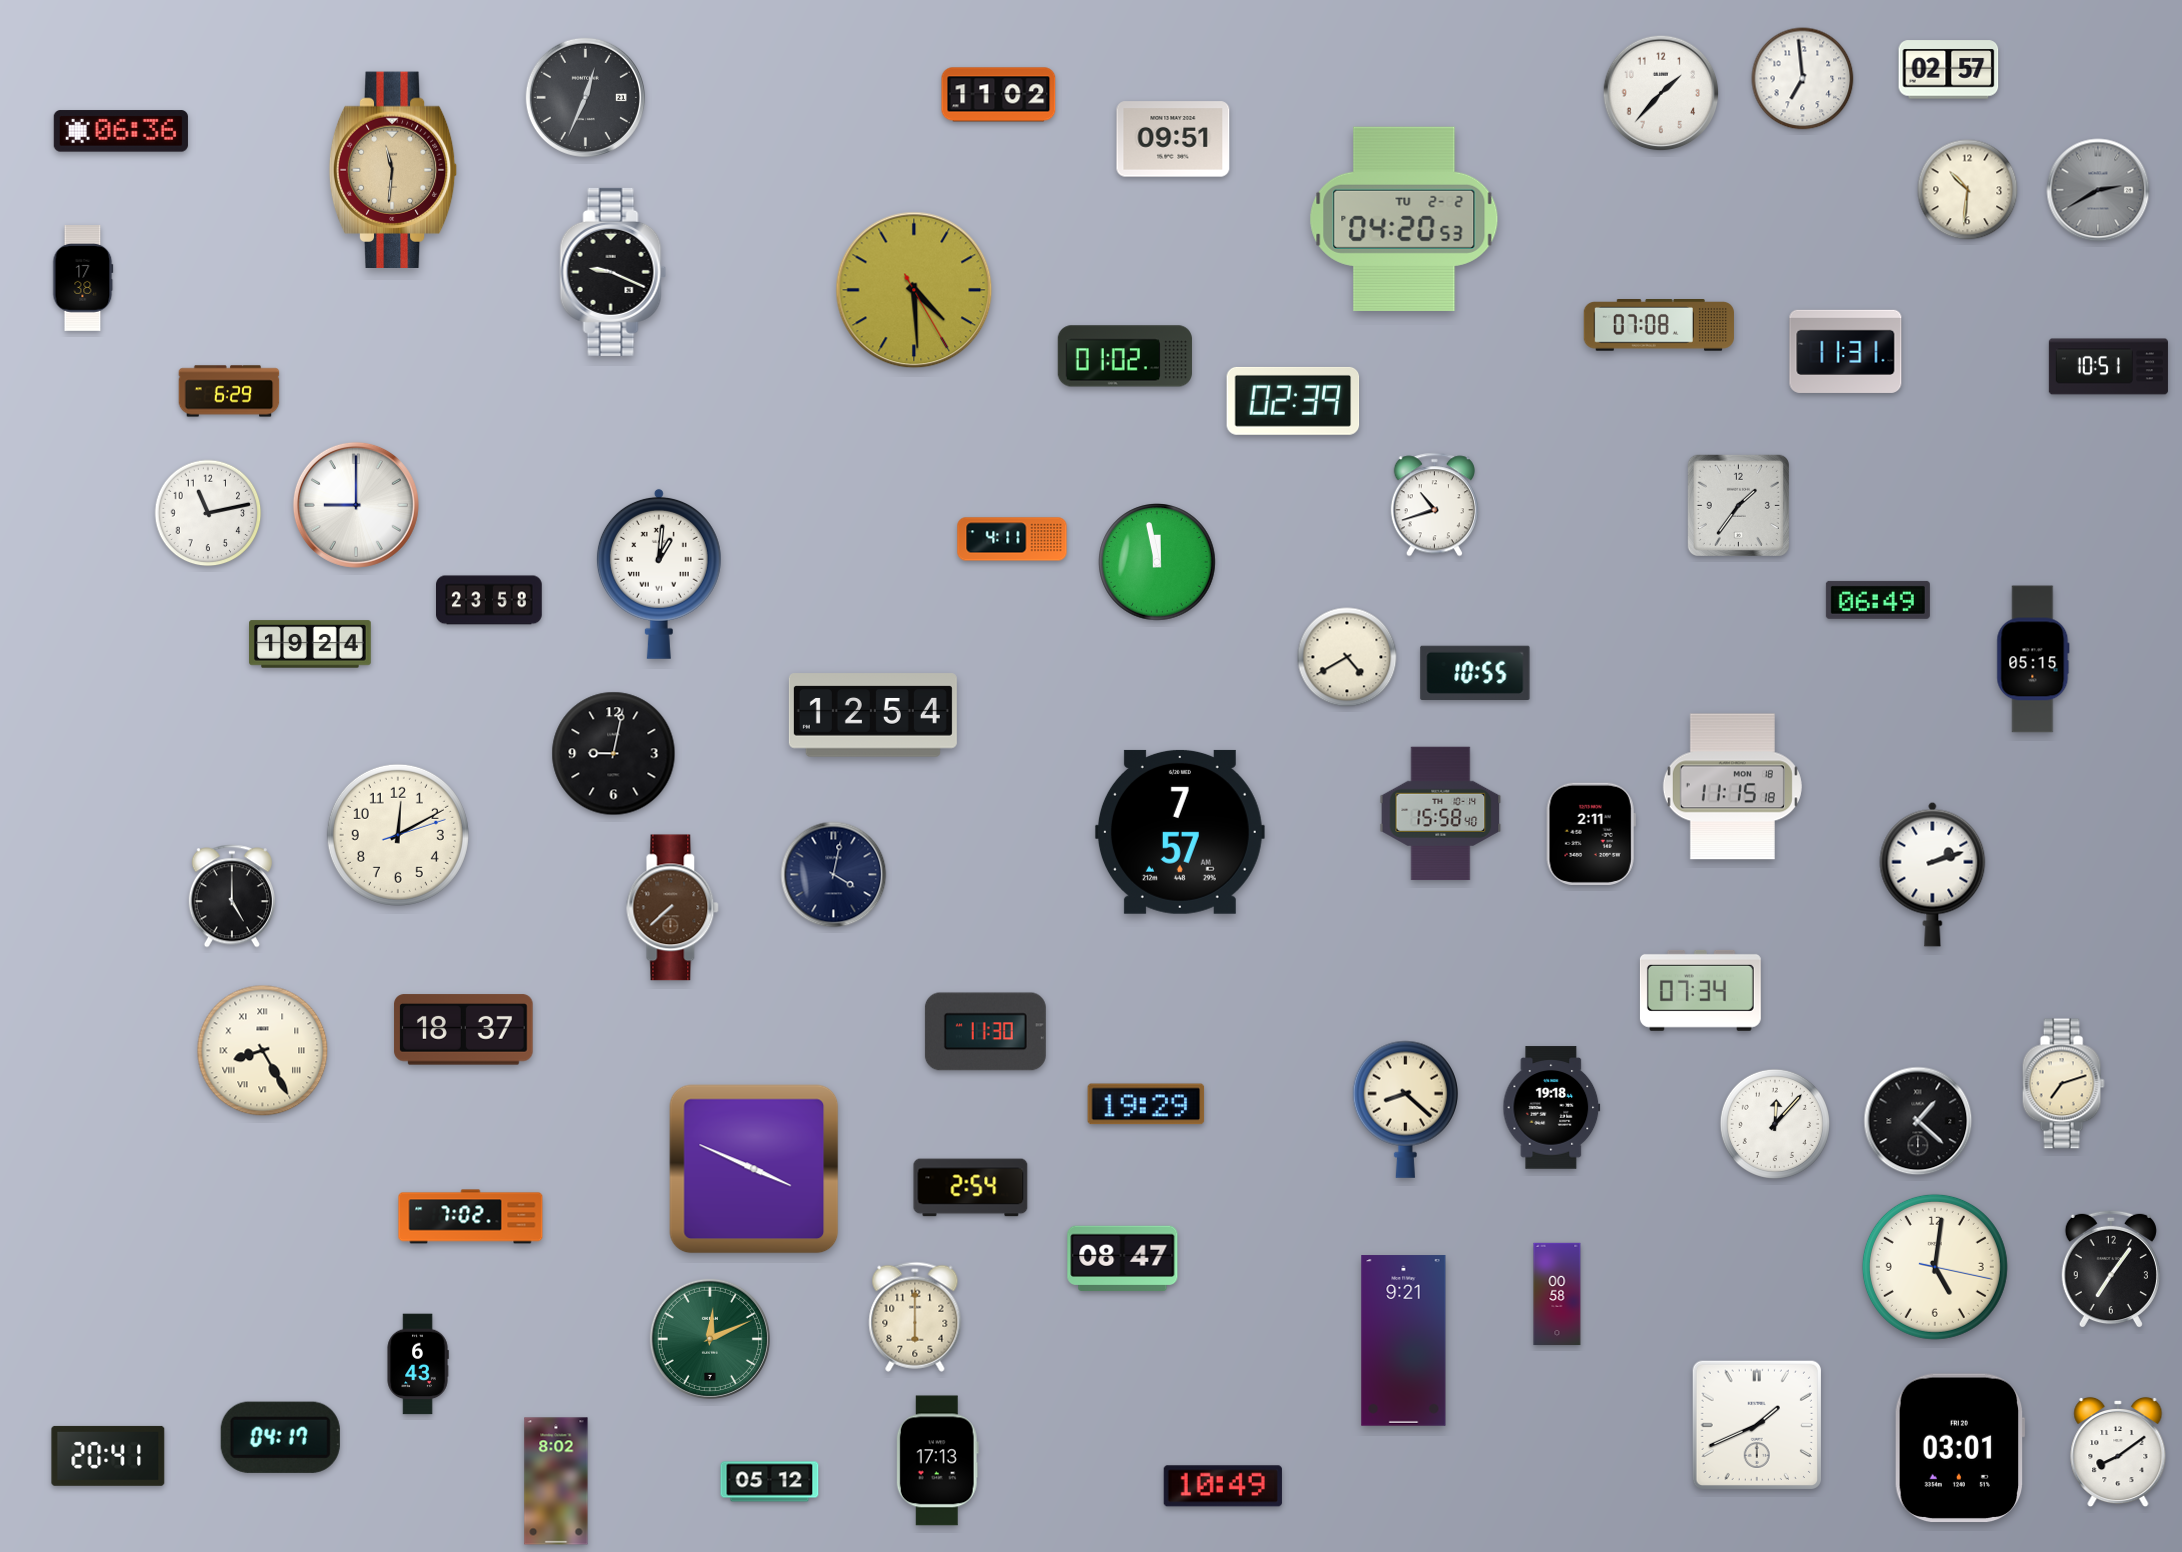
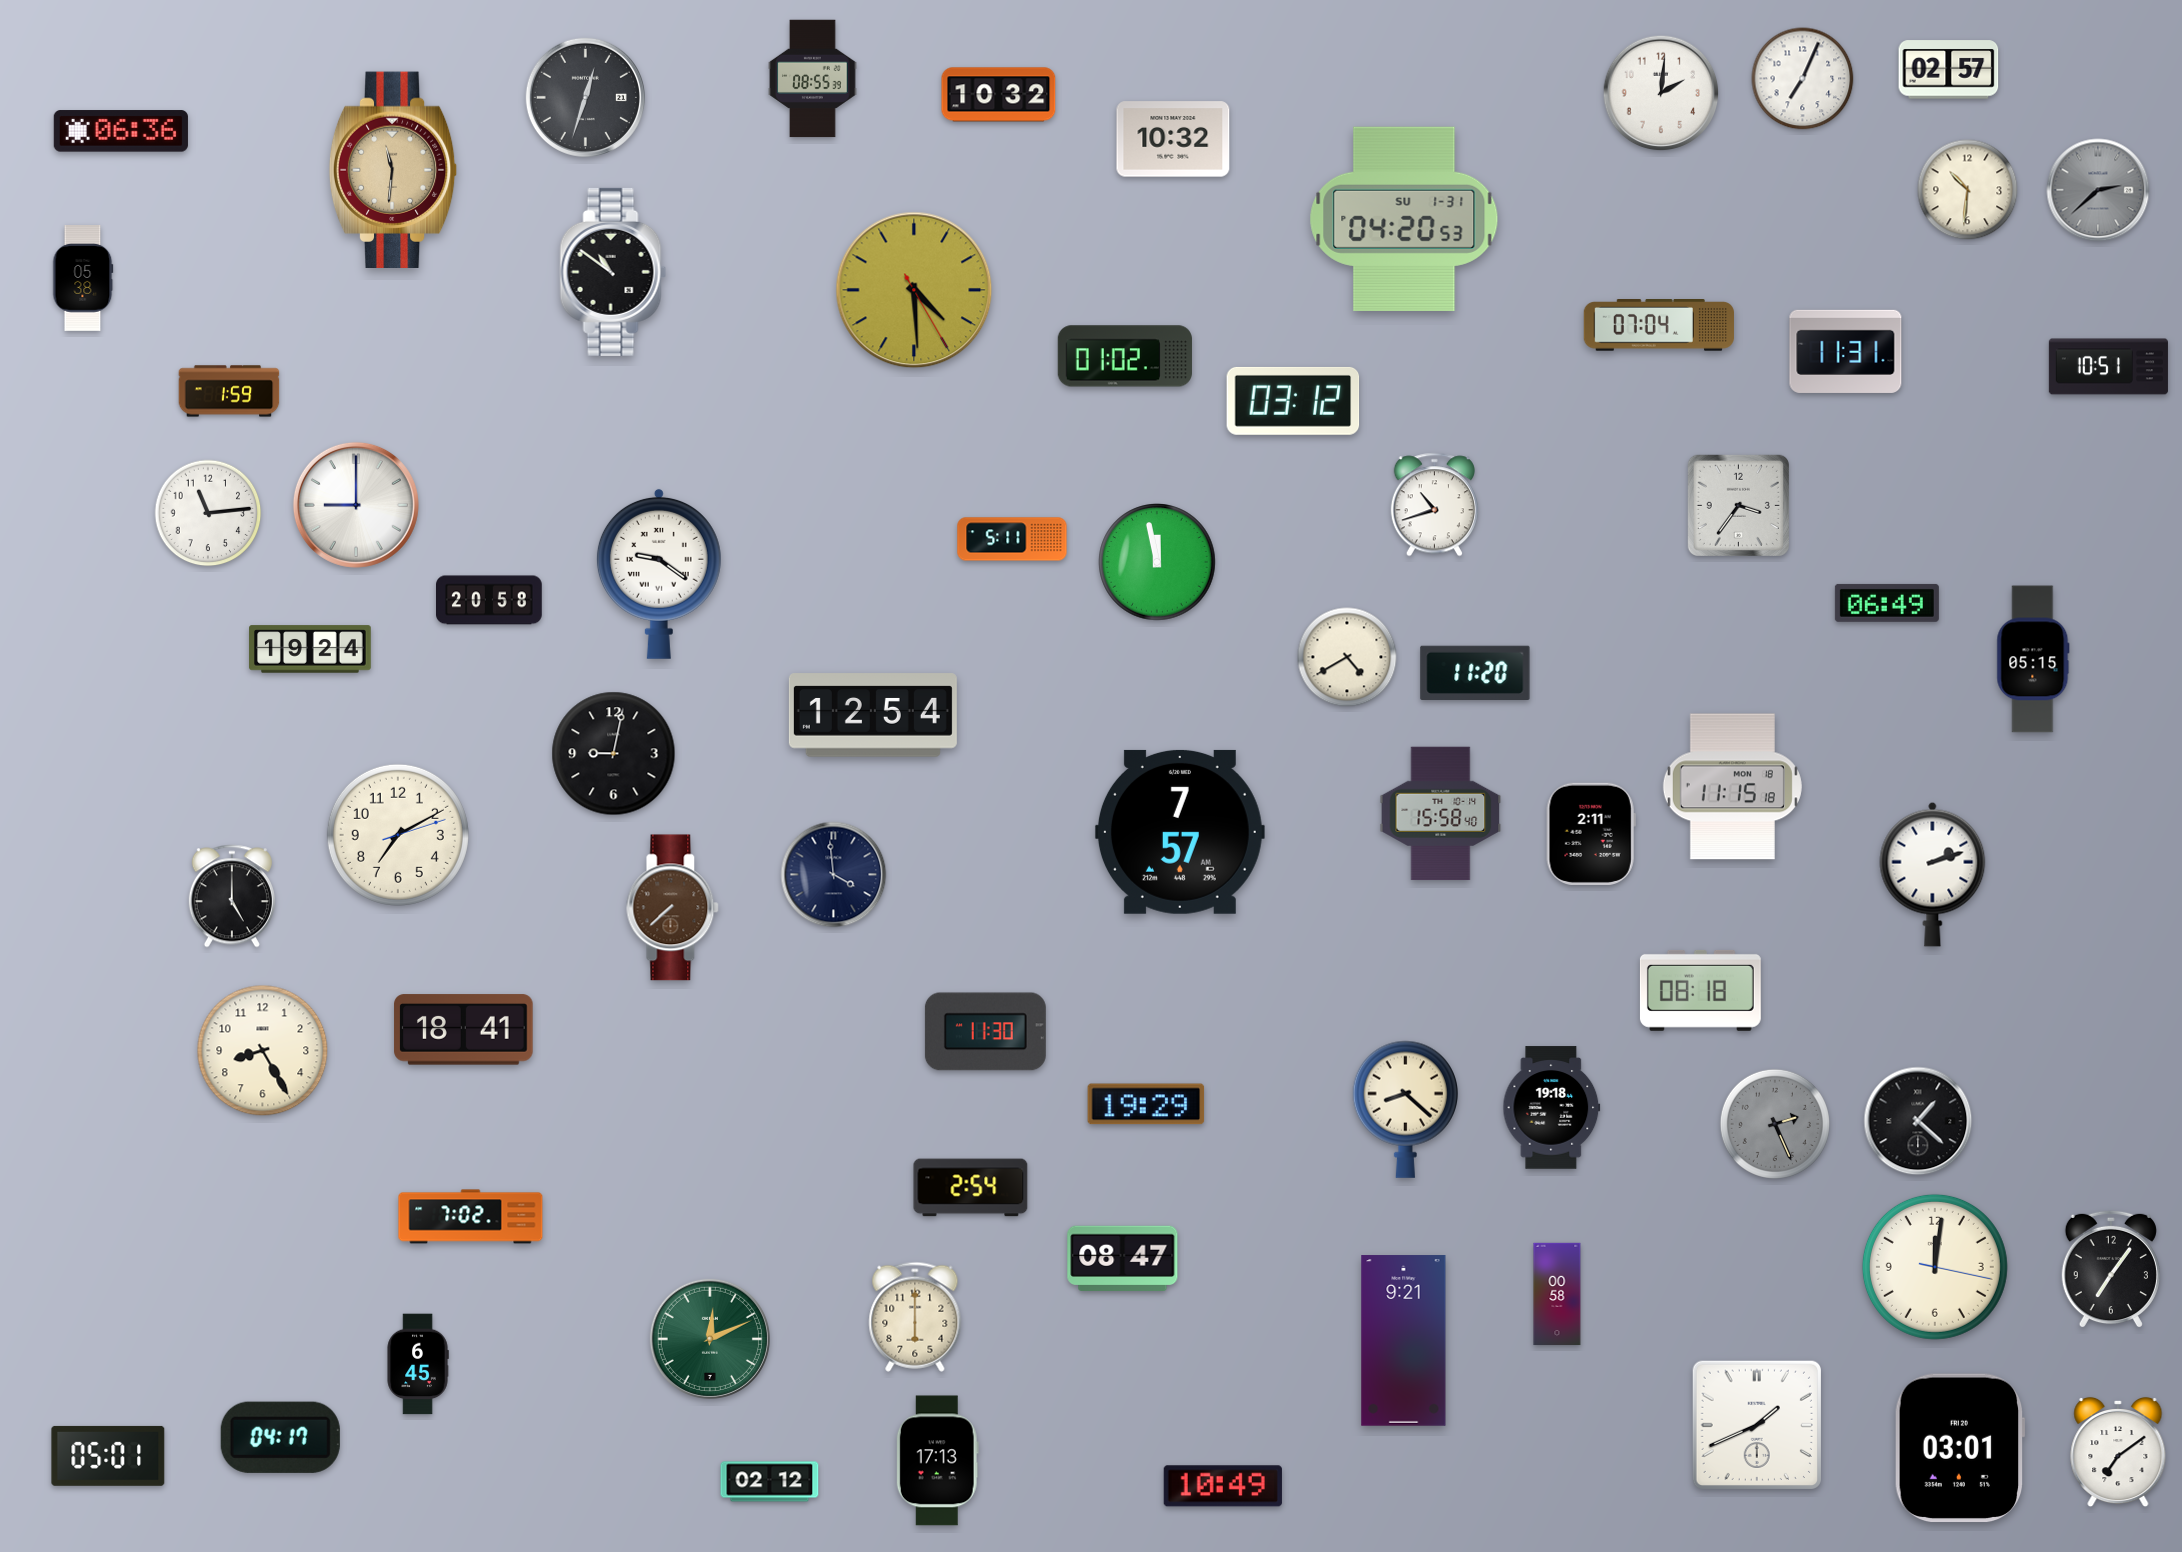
clock at (813, 79): none -> 08:55
clock at (1803, 79): 6:59 -> 7:04
clock at (1661, 93): 1:37 -> 2:01
clock at (999, 95): 11:02 -> 10:32
clock at (585, 97): 12:34 -> 12:33
clock at (1173, 139): 09:51 -> 10:32
clock at (2098, 190): 2:40 -> 2:38
clock at (1404, 219) date: TU 2-2 -> SU 1-31
clock at (613, 272): 9:19 -> 10:51
clock at (83, 278): 17:38 -> 05:38
clock at (1659, 326): 07:08 -> 07:04
clock at (229, 391): 6:29 -> 1:59
clock at (1293, 401): 02:39 -> 03:12
clock at (1738, 505): 1:36 -> 3:36
clock at (208, 513): 11:13 -> 11:14
clock at (1012, 539): 4:11 -> 5:11
clock at (659, 574): 1:01 -> 9:21
clock at (490, 600): 23:58 -> 20:58
clock at (1878, 600) position: (1878, 600) -> (1887, 603)
clock at (310, 644) position: (310, 644) -> (310, 649)
clock at (1475, 673): 10:55 -> 11:20
clock at (398, 835): 12:10 -> 7:10
clock at (834, 875): 4:02 -> 3:59
clock at (1700, 990): 07:34 -> 08:18
clock at (464, 1030): 18:37 -> 18:41
clock at (263, 1051) numerals: Roman -> Arabic
clock at (2063, 1084): 7:12 -> none
clock at (1775, 1124): 12:07 -> 2:26
clock at (1775, 1124) dial: white -> grey
clock at (754, 1169): 3:49 -> none
clock at (1935, 1267): 5:01 -> 12:01
clock at (418, 1364): 6:43 -> 6:45
clock at (2118, 1452): 8:09 -> 7:09
clock at (108, 1456): 20:41 -> 05:01
clock at (556, 1481): 8:02 -> none
clock at (770, 1482): 05:12 -> 02:12
